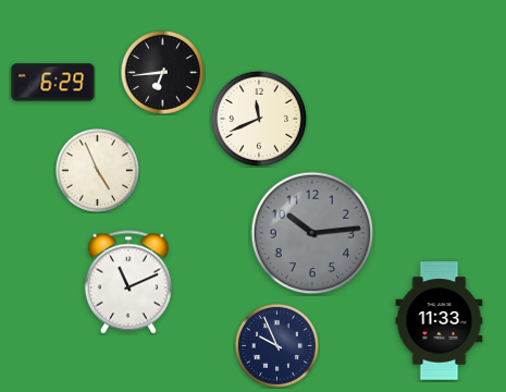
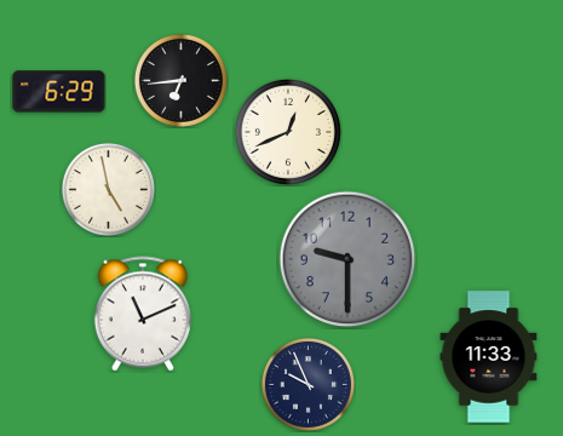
clock at (259, 119): 11:41 -> 12:41
clock at (97, 170): 4:56 -> 4:58
clock at (312, 233): 10:14 -> 9:30
